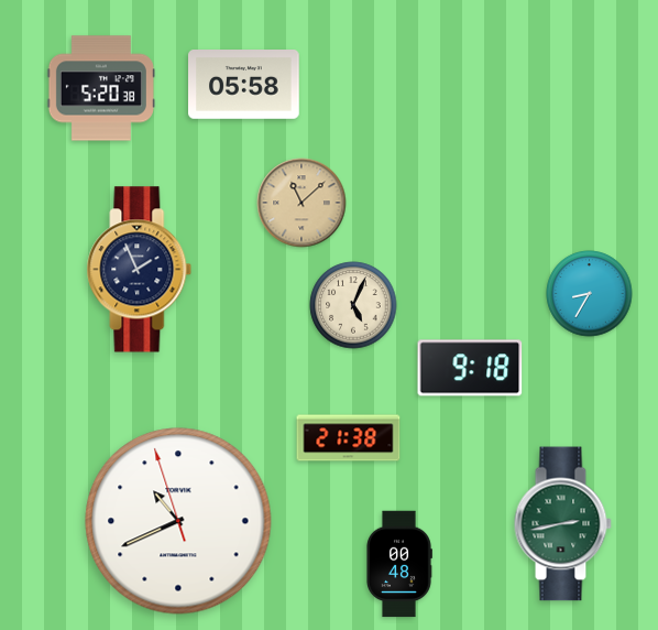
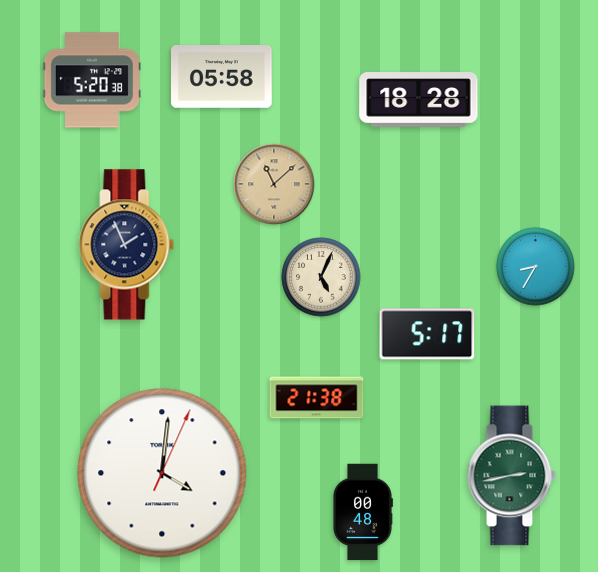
clock at (419, 100): none -> 18:28
clock at (470, 368): 9:18 -> 5:17
clock at (178, 521): 10:40 -> 4:01
